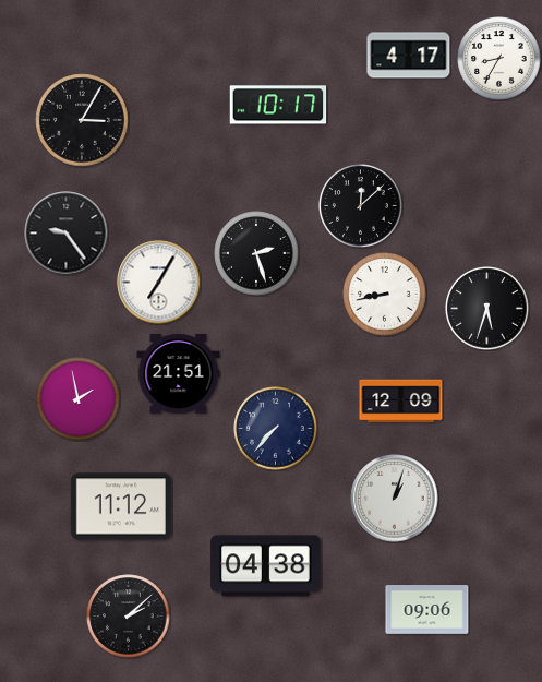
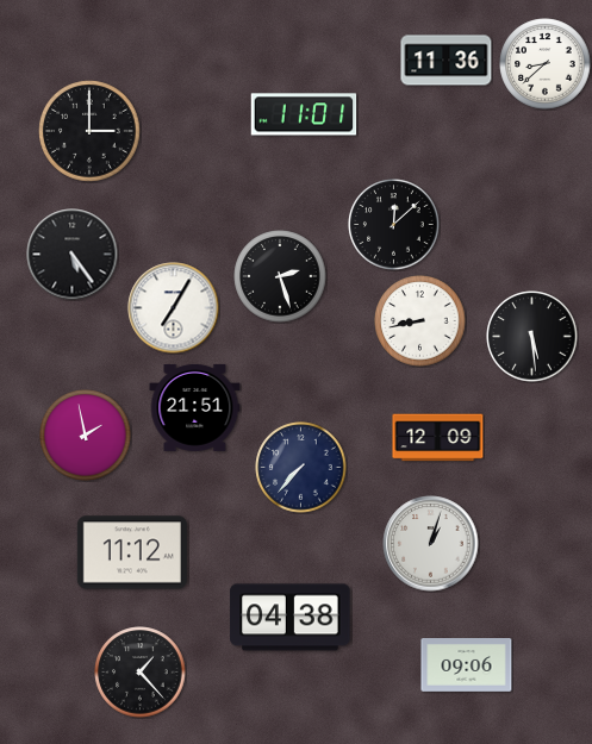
clock at (409, 56): 4:17 -> 11:36
clock at (499, 59): 8:35 -> 8:38
clock at (278, 105): 10:17 -> 11:01
clock at (82, 120): 3:05 -> 3:00
clock at (67, 234): 9:24 -> 5:24
clock at (487, 309): 5:33 -> 5:29
clock at (129, 617): 2:08 -> 1:23
